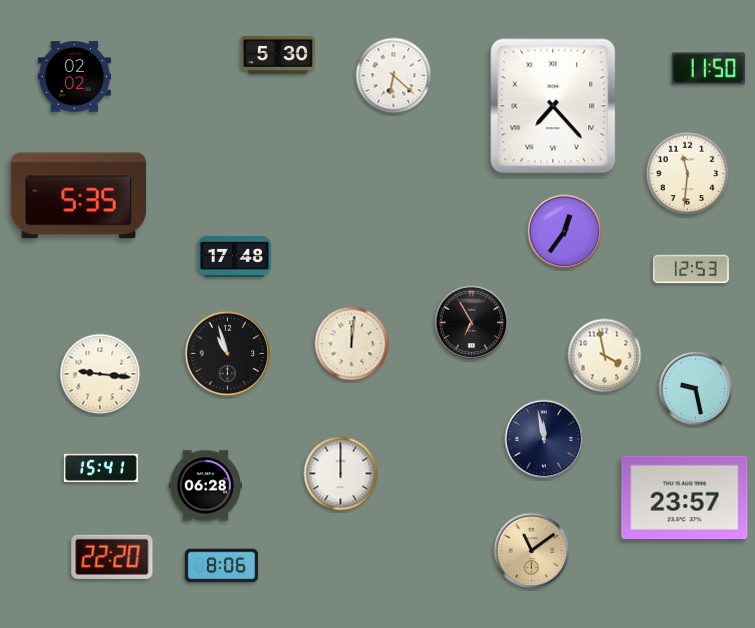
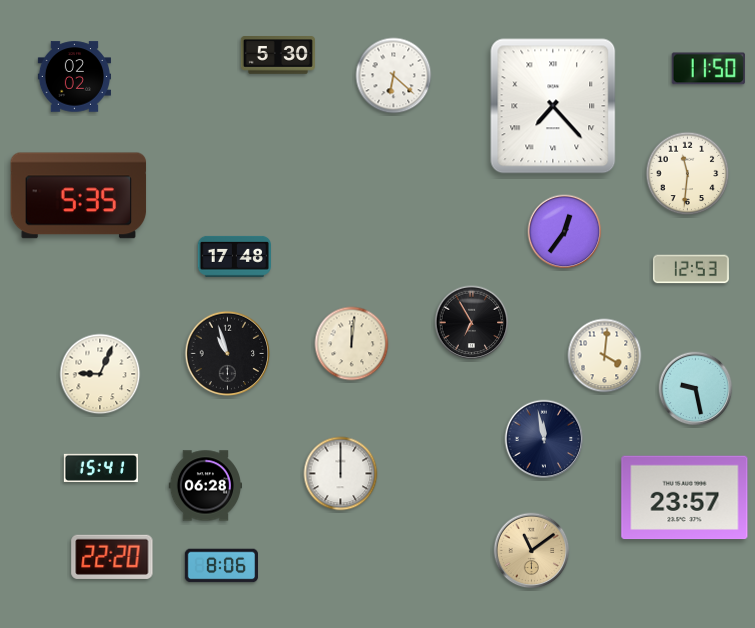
clock at (605, 356): 3:58 -> 4:01
clock at (100, 374): 9:16 -> 9:04
